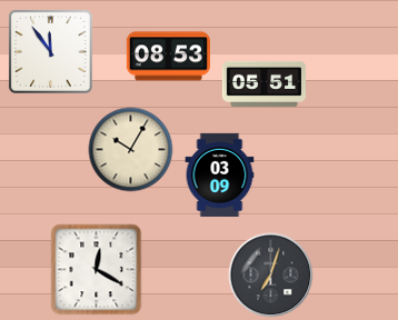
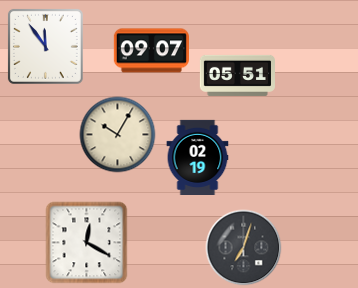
clock at (168, 57): 08:53 -> 09:07
clock at (220, 174): 03:09 -> 02:19
